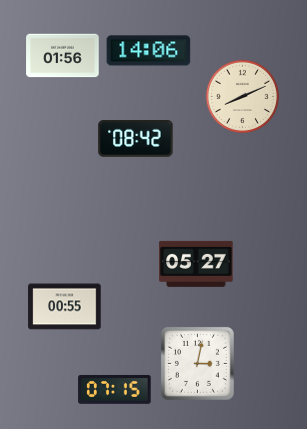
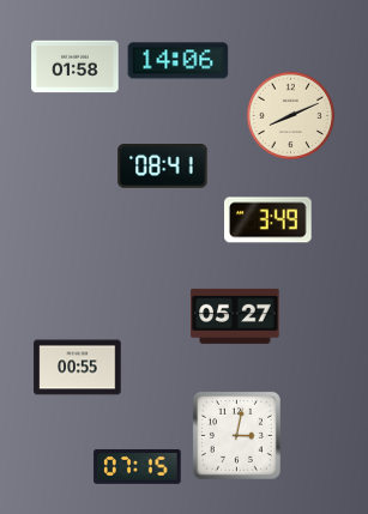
clock at (63, 56): 01:56 -> 01:58
clock at (136, 139): 08:42 -> 08:41
clock at (269, 220): none -> 3:49
